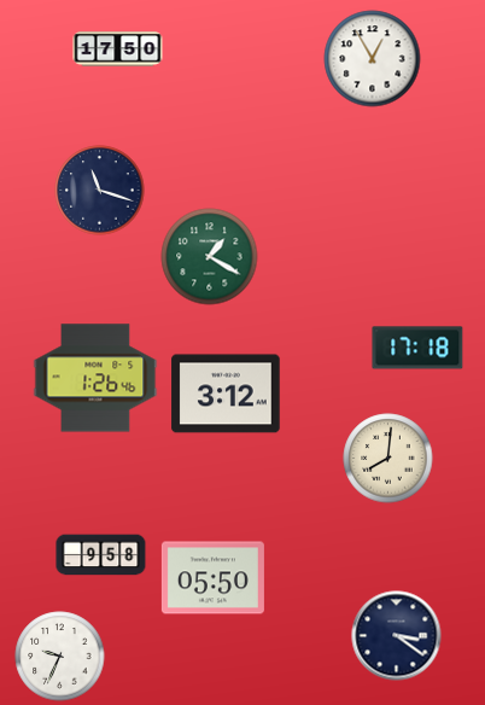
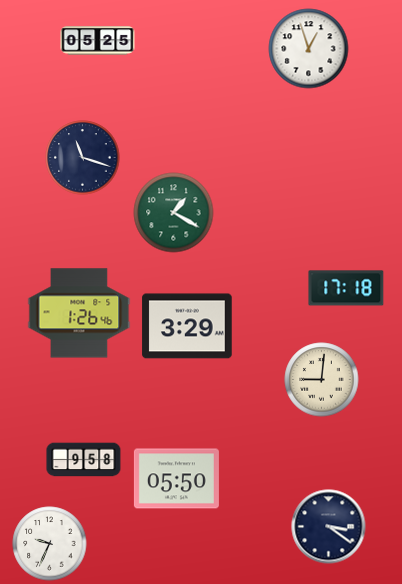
clock at (118, 49): 17:50 -> 05:25
clock at (373, 59): 12:55 -> 12:57
clock at (226, 394): 3:12 -> 3:29
clock at (388, 459): 8:01 -> 9:01
